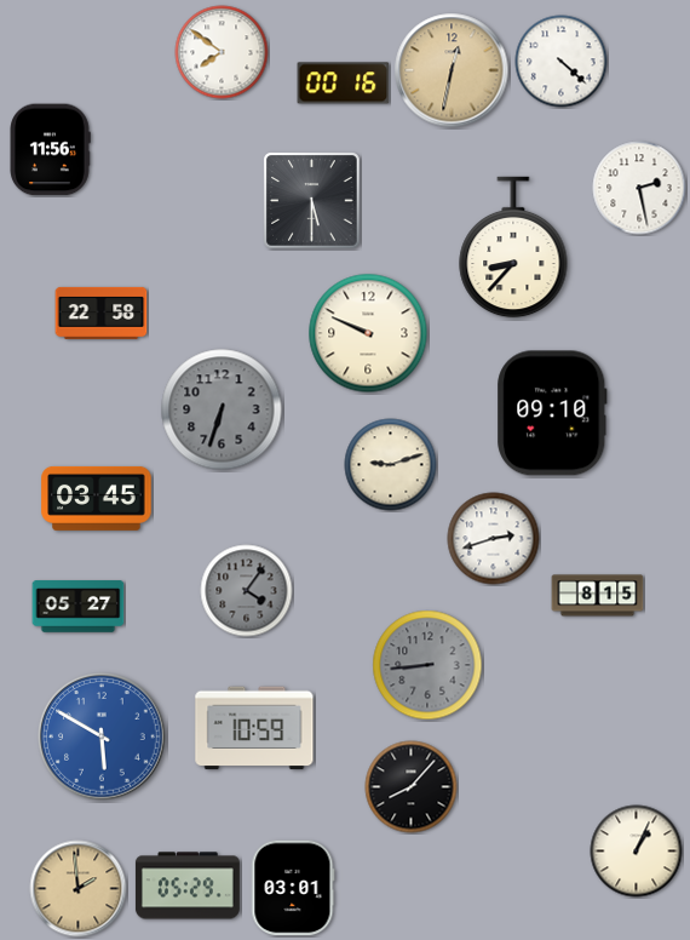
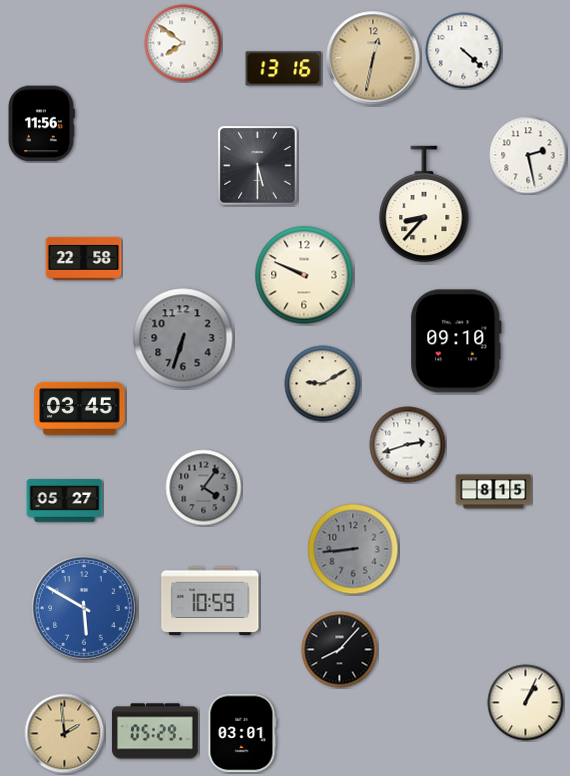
clock at (344, 84): 00:16 -> 13:16
clock at (391, 465): 9:12 -> 9:10
clock at (97, 498) position: (97, 498) -> (80, 408)
